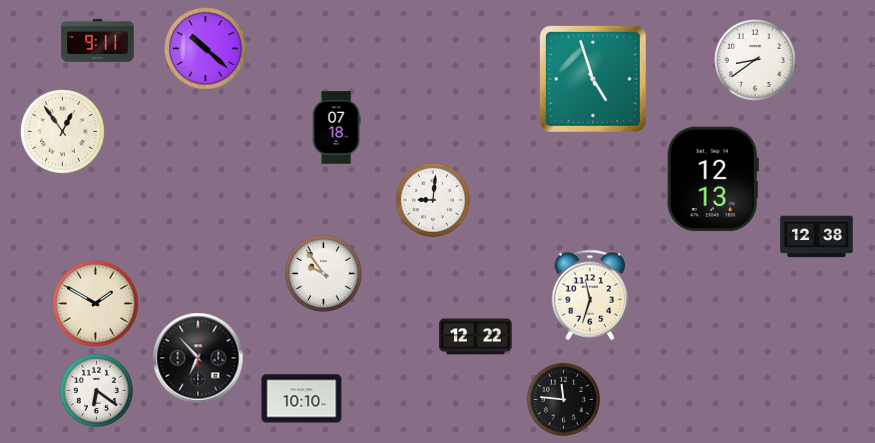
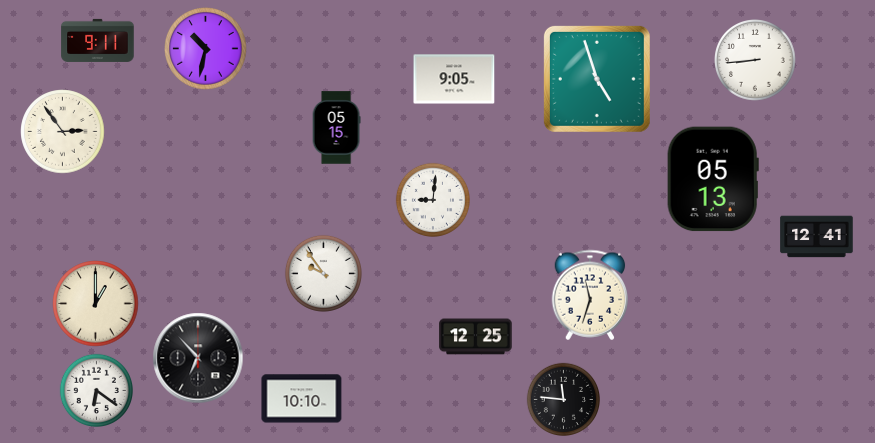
clock at (206, 49): 10:22 -> 10:32
clock at (756, 61): 8:39 -> 8:44
clock at (454, 79): none -> 9:05
clock at (593, 79) position: (593, 79) -> (597, 79)
clock at (336, 128): 07:18 -> 05:15
clock at (63, 132): 12:54 -> 2:54
clock at (713, 179): 12:13 -> 05:13
clock at (817, 237): 12:38 -> 12:41
clock at (96, 304): 1:50 -> 1:00
clock at (476, 337): 12:22 -> 12:25
